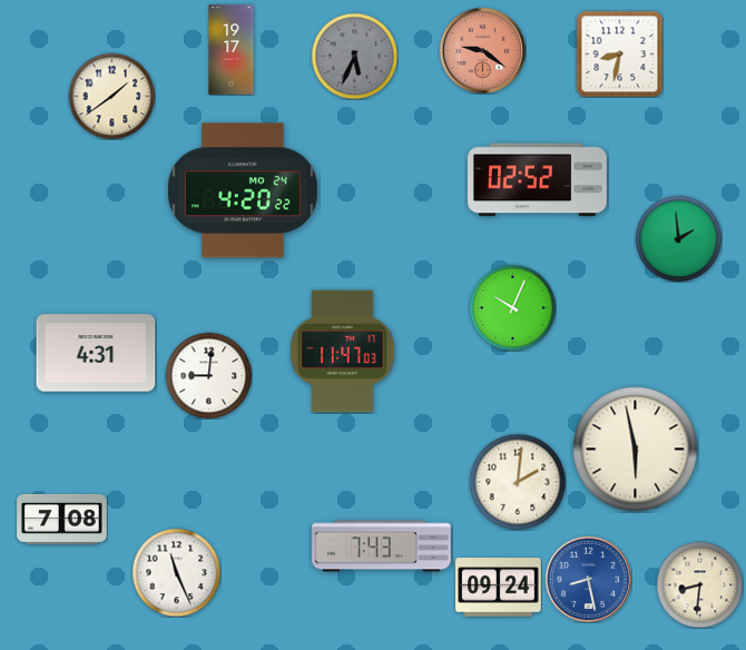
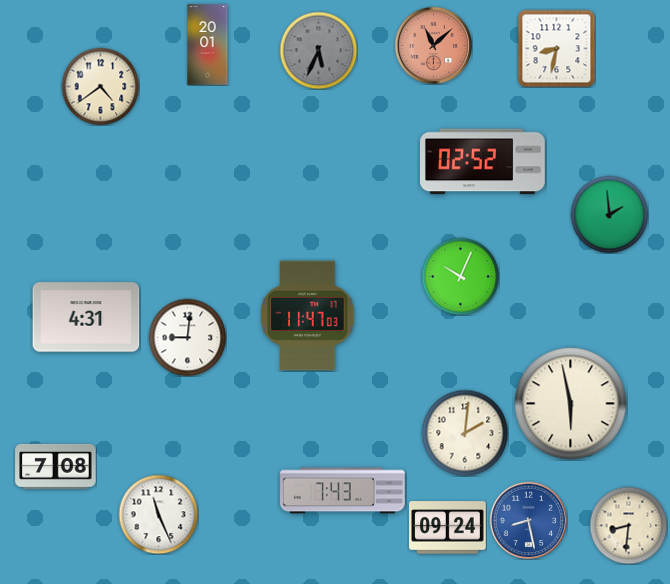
clock at (232, 50): 19:17 -> 20:01
clock at (482, 50): 9:21 -> 11:08
clock at (111, 96): 1:39 -> 4:39
clock at (243, 190): 4:20 -> none
